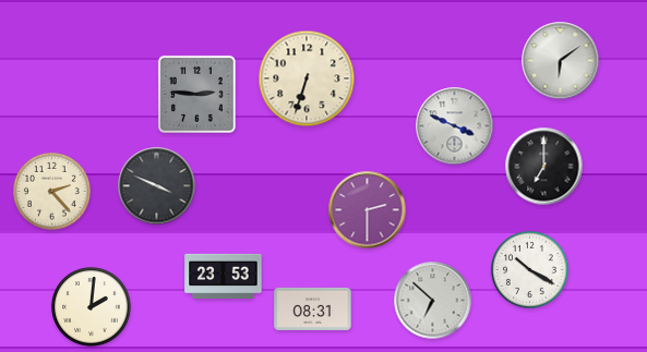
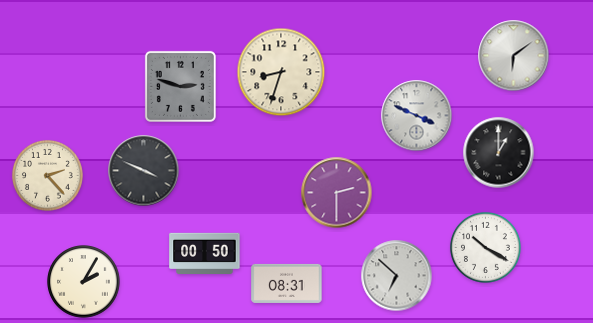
clock at (307, 78): 6:33 -> 8:33
clock at (196, 94): 2:46 -> 2:48
clock at (544, 167): 7:00 -> 1:00
clock at (224, 277): 23:53 -> 00:50
clock at (92, 307): 2:01 -> 2:05
